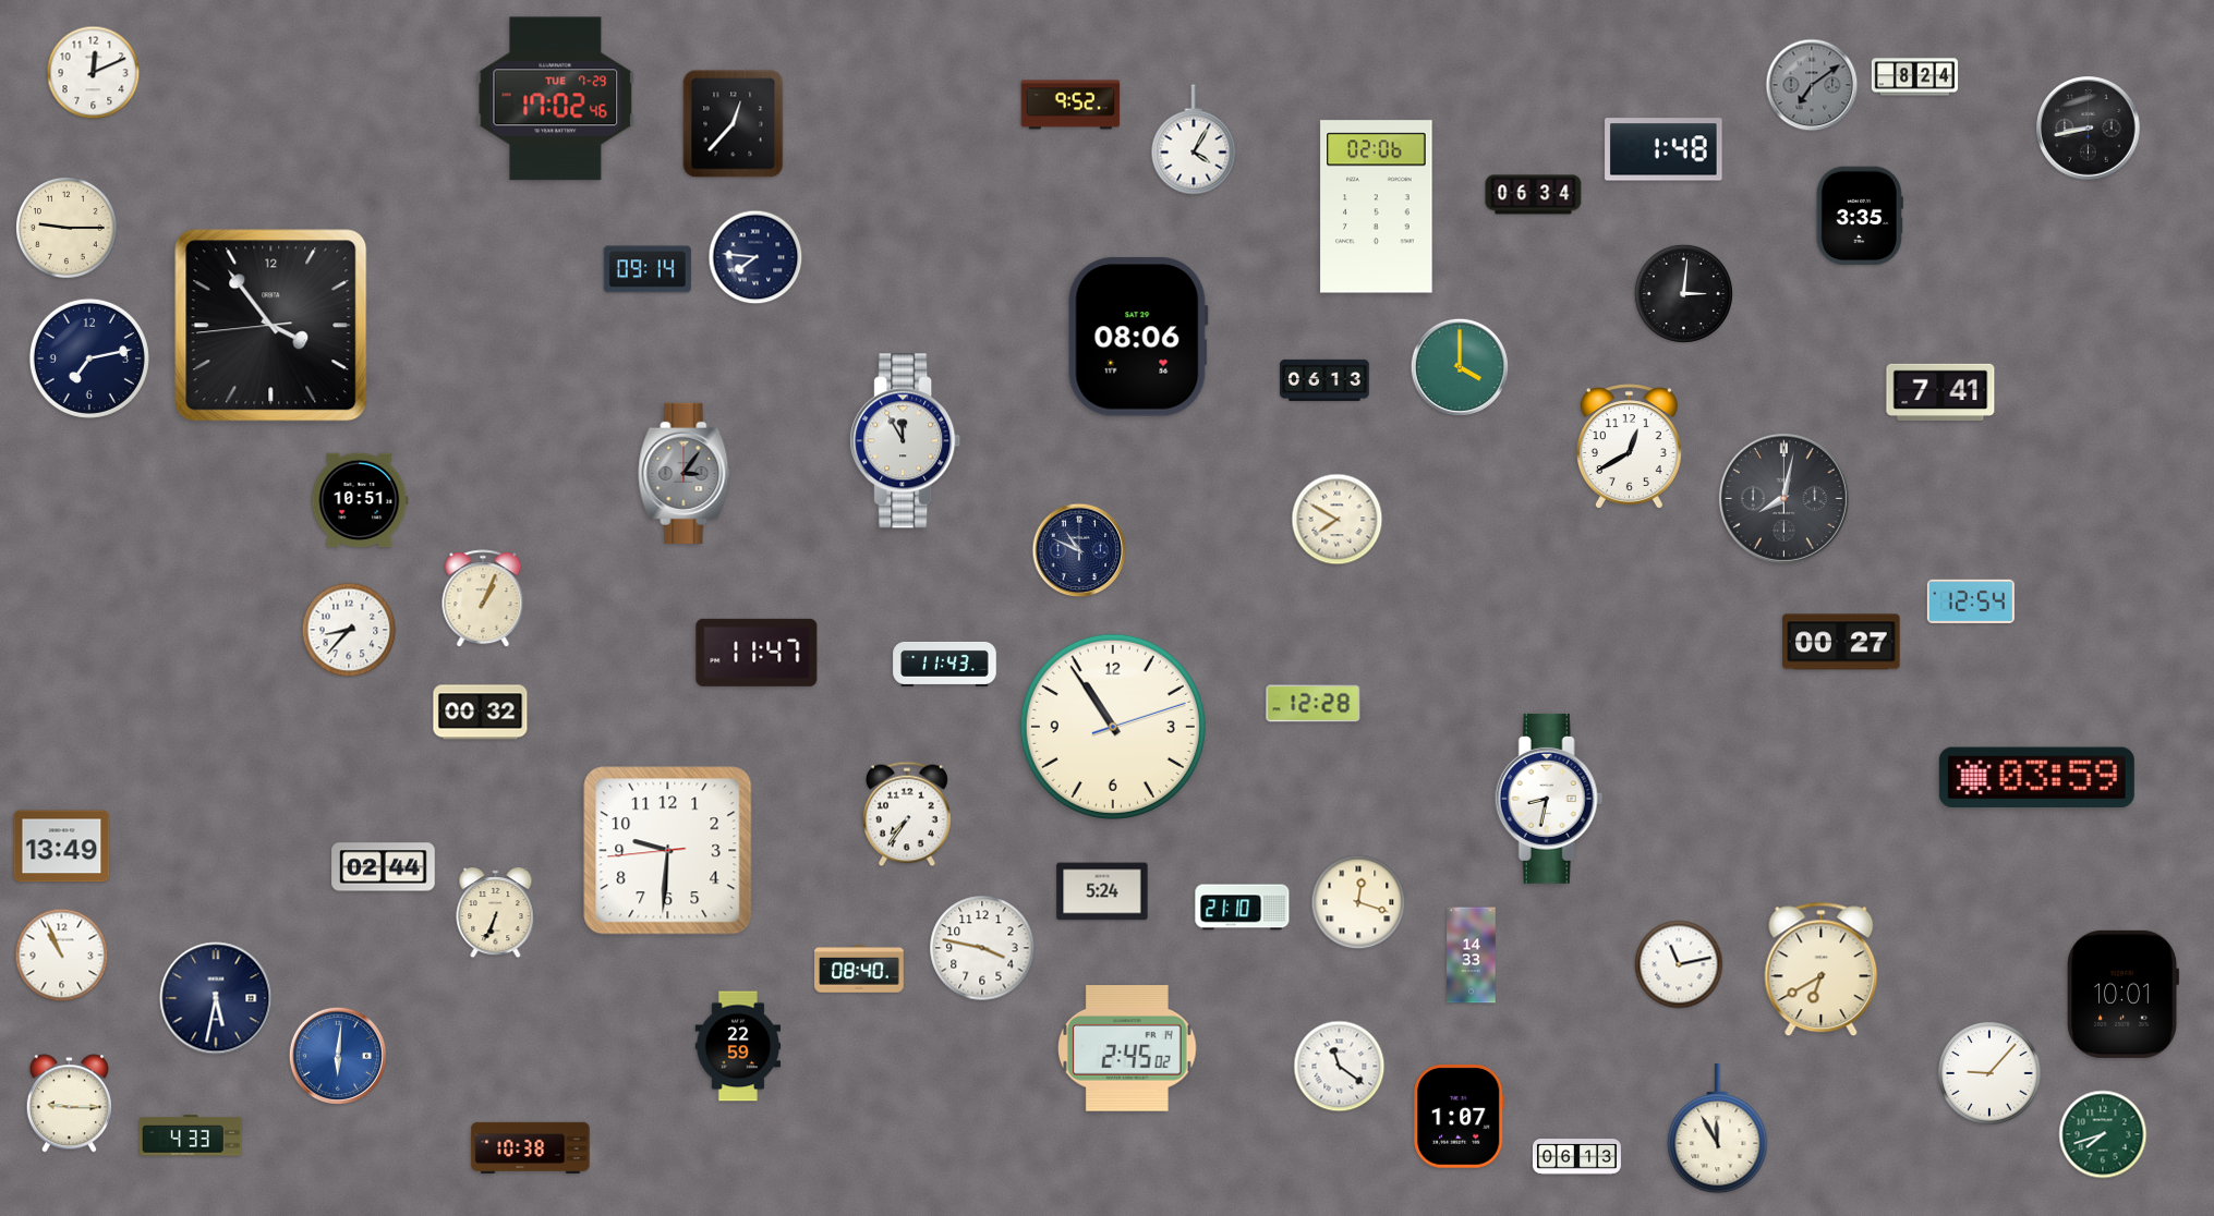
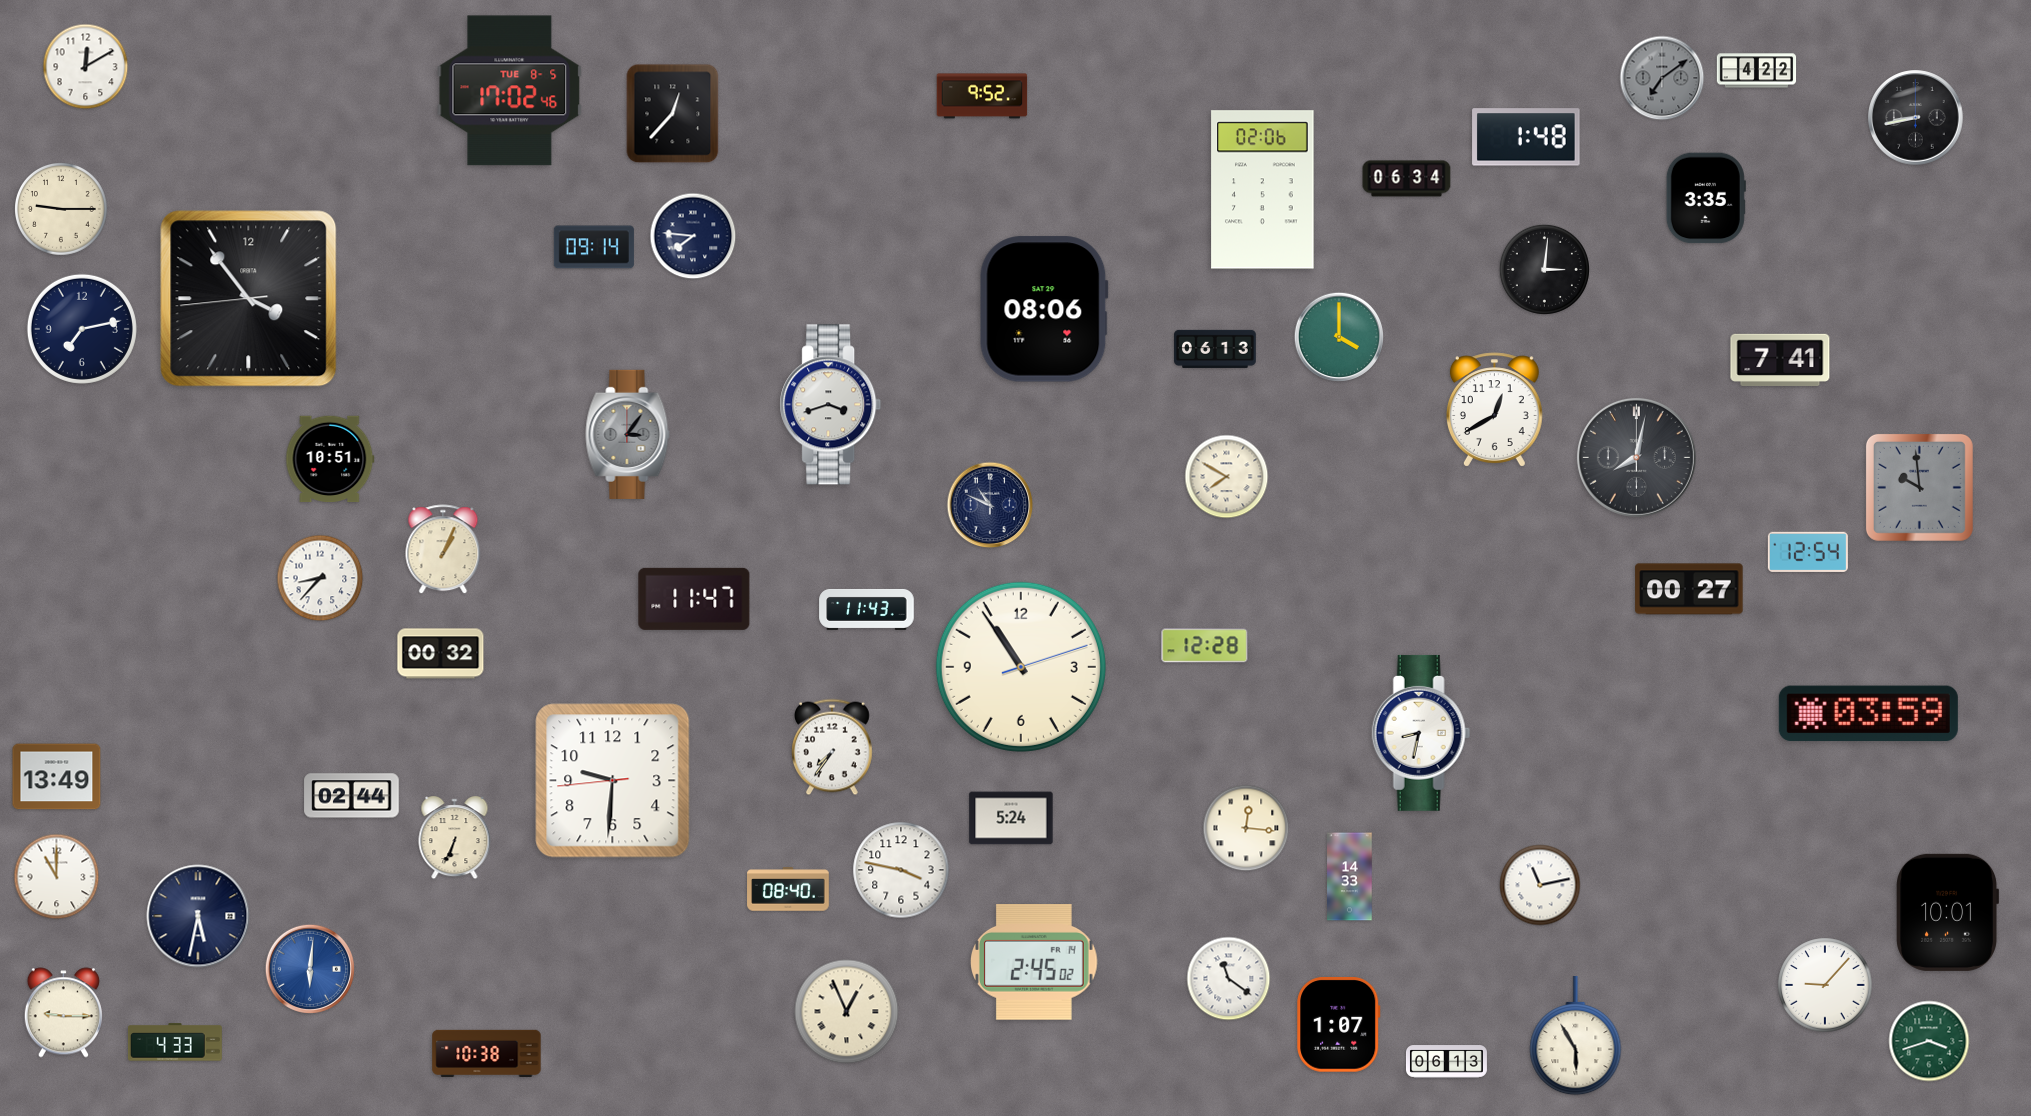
clock at (94, 73): 12:11 -> 12:10
clock at (1915, 77): 8:24 -> 4:22
clock at (556, 99) date: TUE 7-29 -> TUE 8-5
clock at (1194, 139): 4:05 -> none
clock at (906, 441): 11:55 -> 3:42
clock at (1919, 487): none -> 9:59
clock at (1358, 902): 12:18 -> 12:16
clock at (1243, 908): 21:10 -> none
clock at (62, 956): 10:56 -> 11:00
clock at (1822, 970): 6:40 -> none
clock at (738, 1046): 22:59 -> none
clock at (847, 1012): none -> 12:56
clock at (1718, 1129): 11:55 -> 5:55
clock at (2103, 1134): 7:42 -> 3:42
